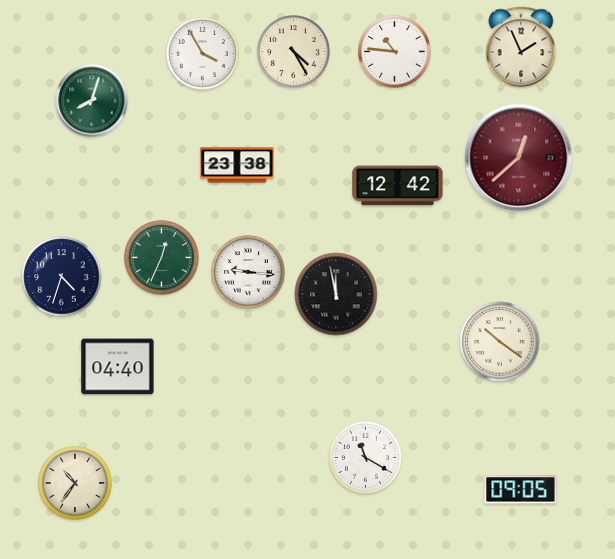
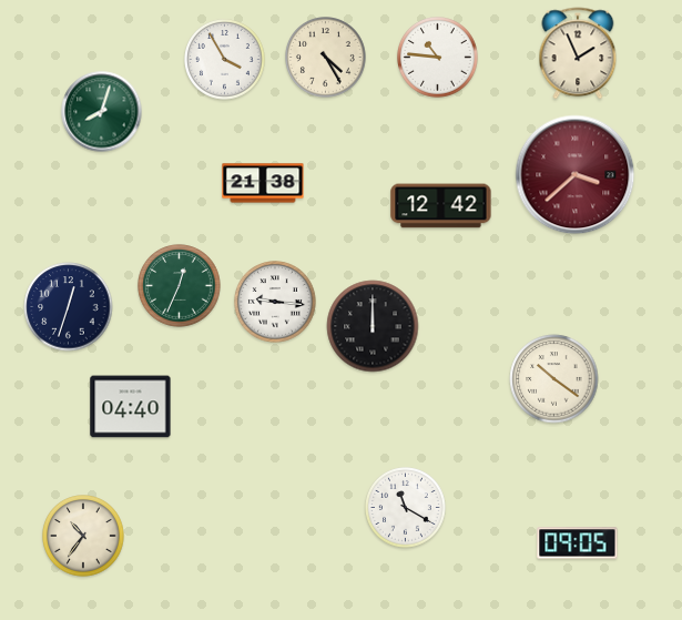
clock at (519, 158): 12:38 -> 3:38
clock at (237, 165): 23:38 -> 21:38
clock at (62, 277): 4:33 -> 12:33
clock at (336, 294): 11:58 -> 12:00
